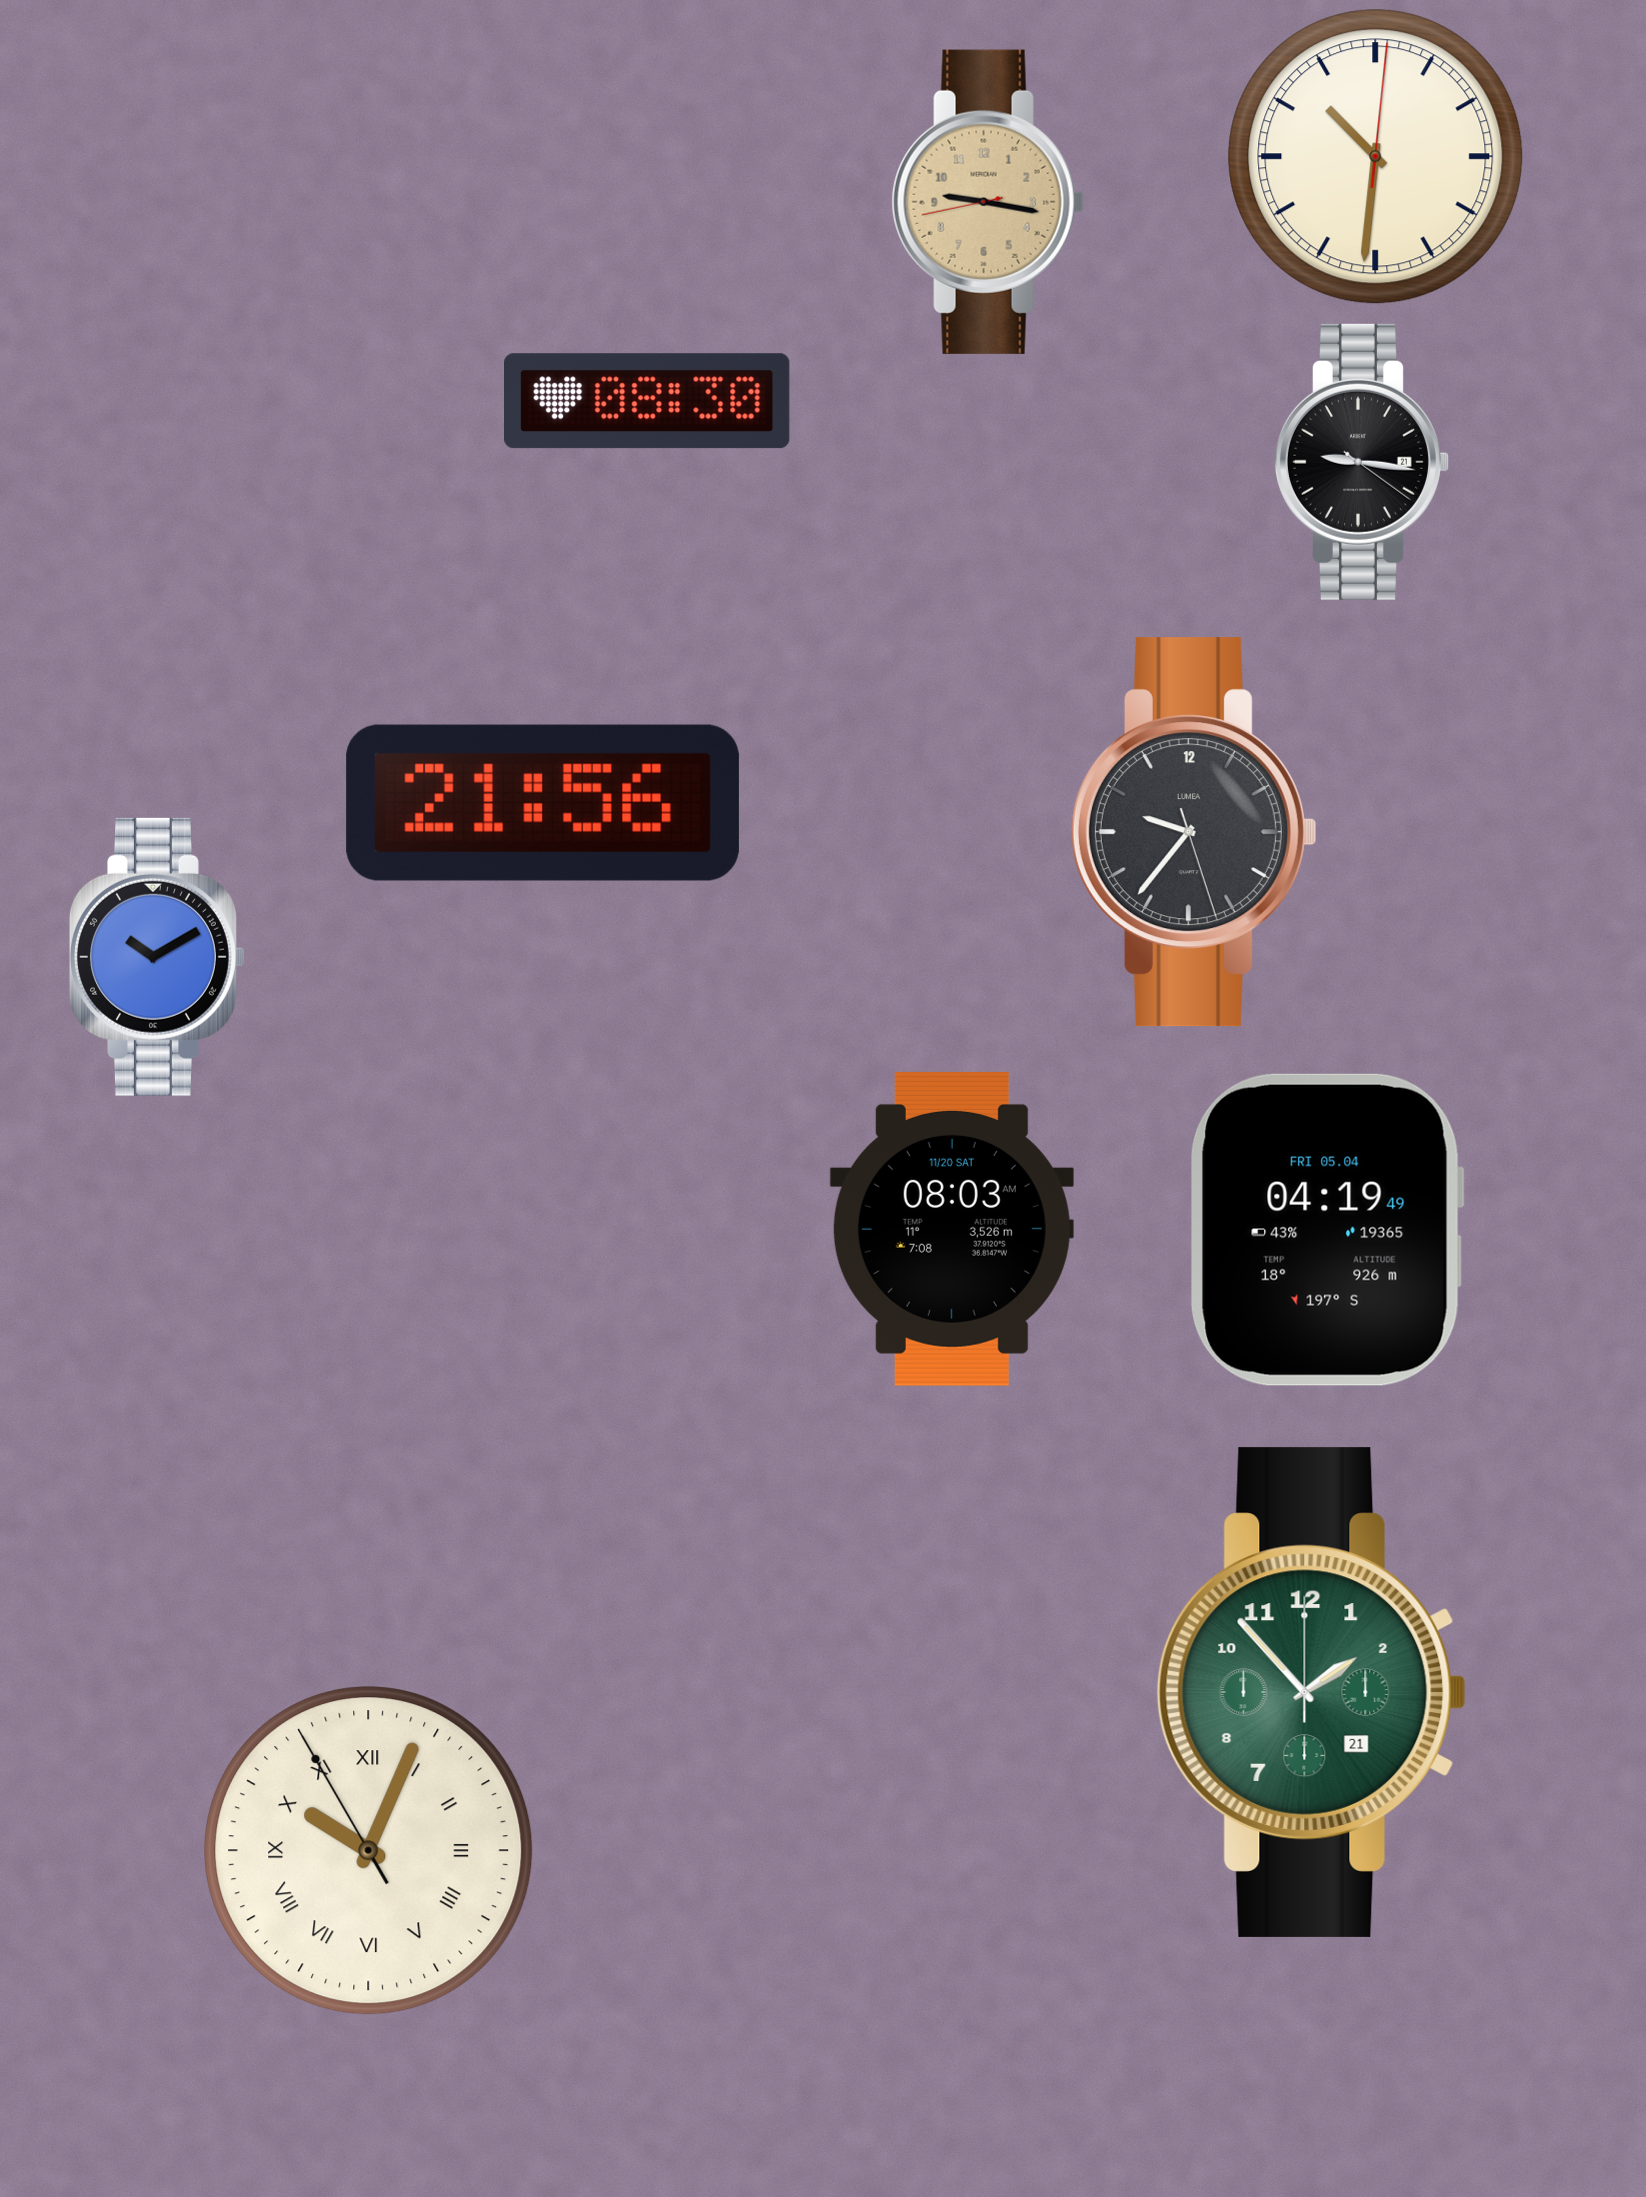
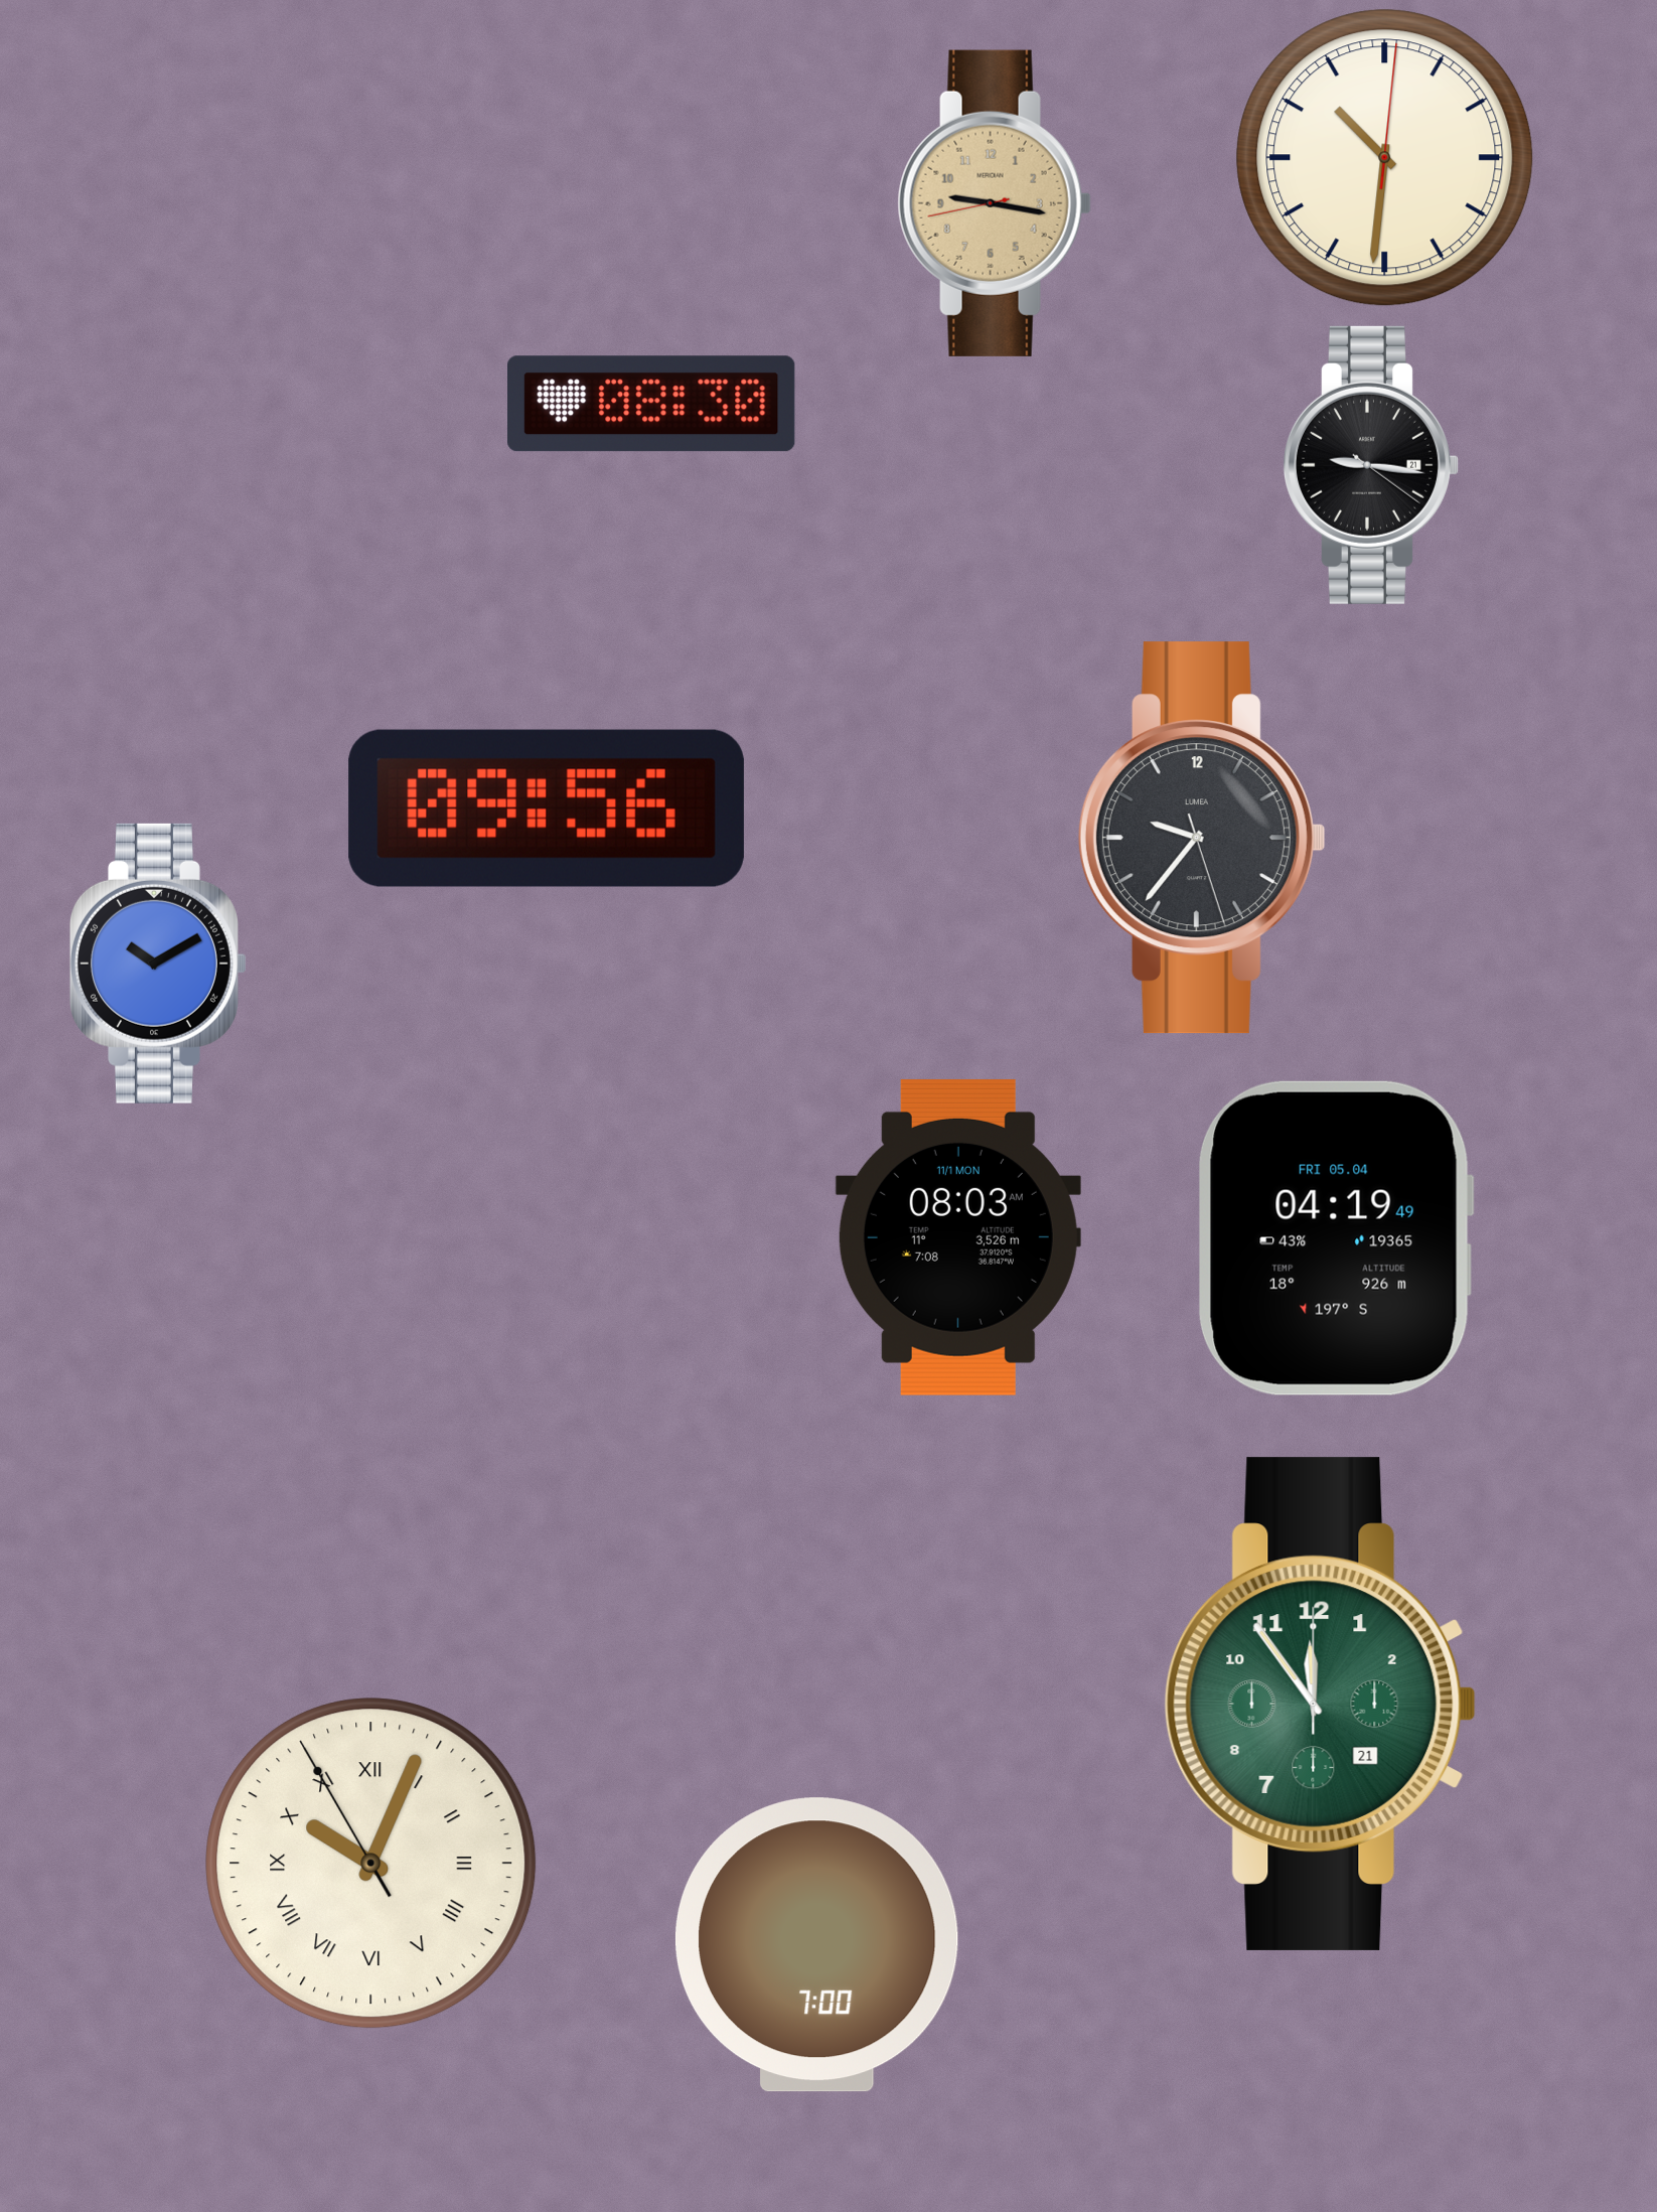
clock at (543, 803): 21:56 -> 09:56
clock at (952, 1229) date: 11/20 SAT -> 11/1 MON
clock at (1311, 1692): 1:53 -> 11:54
clock at (816, 1945): none -> 7:00
